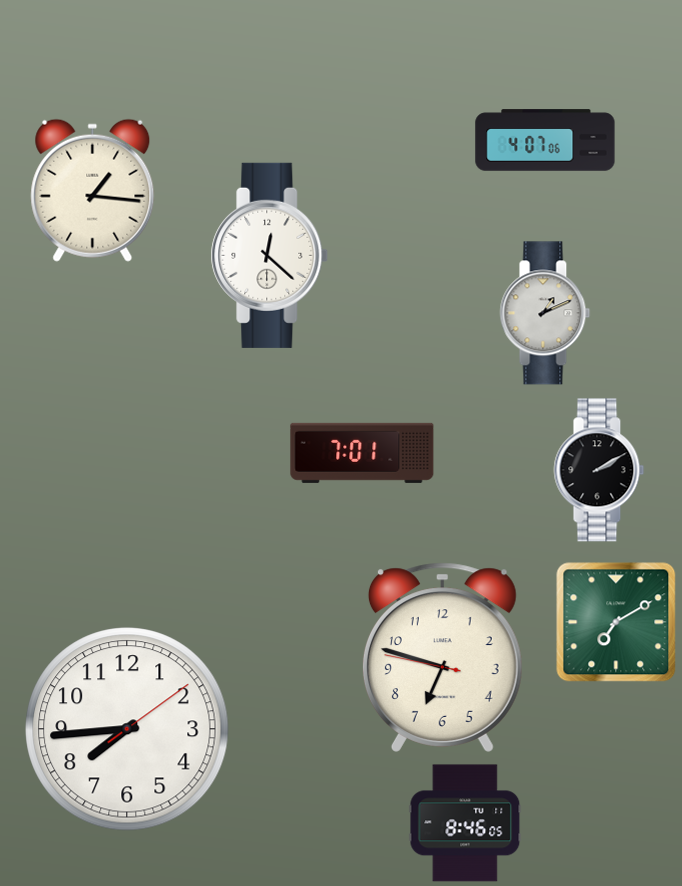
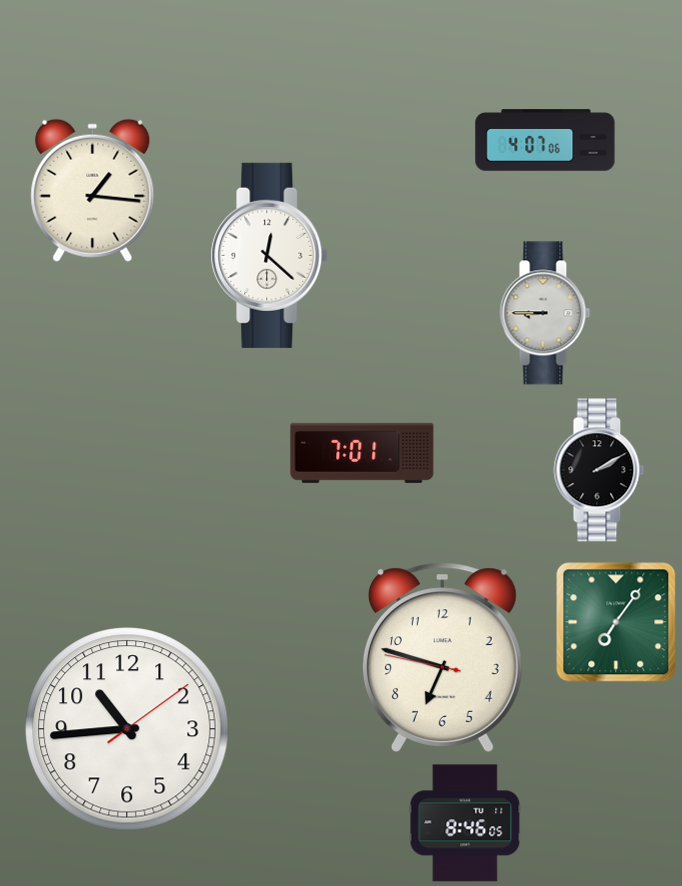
clock at (545, 313): 1:11 -> 8:45
clock at (616, 622): 7:10 -> 7:06
clock at (127, 729): 7:44 -> 10:44
